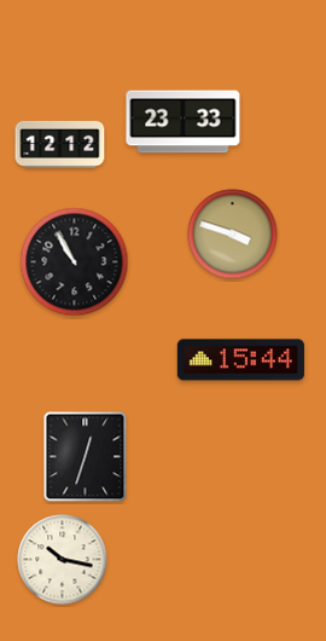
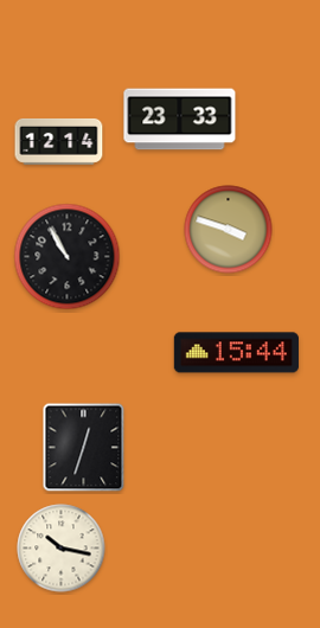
clock at (60, 144): 12:12 -> 12:14
clock at (75, 262) position: (75, 262) -> (68, 257)
